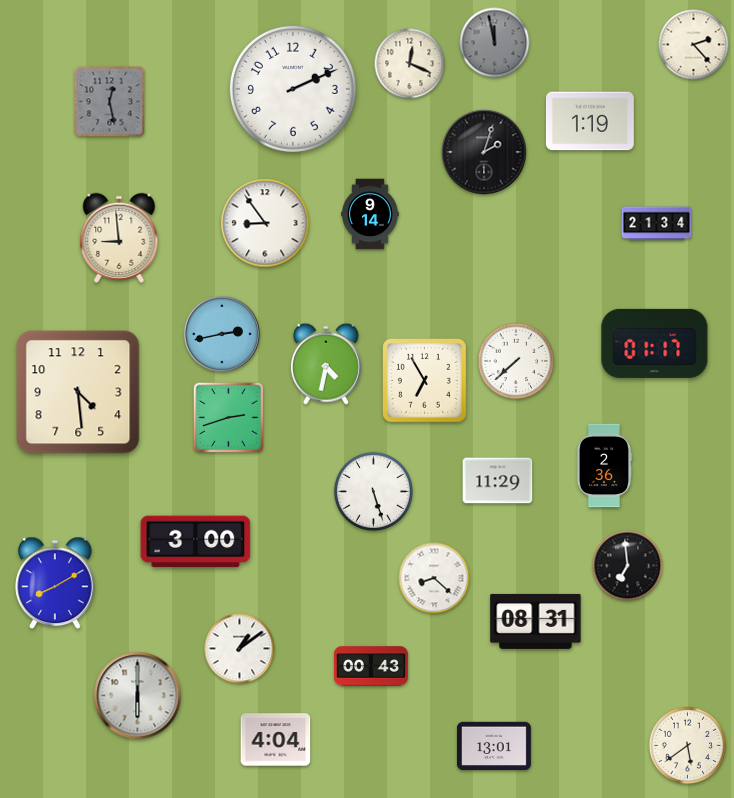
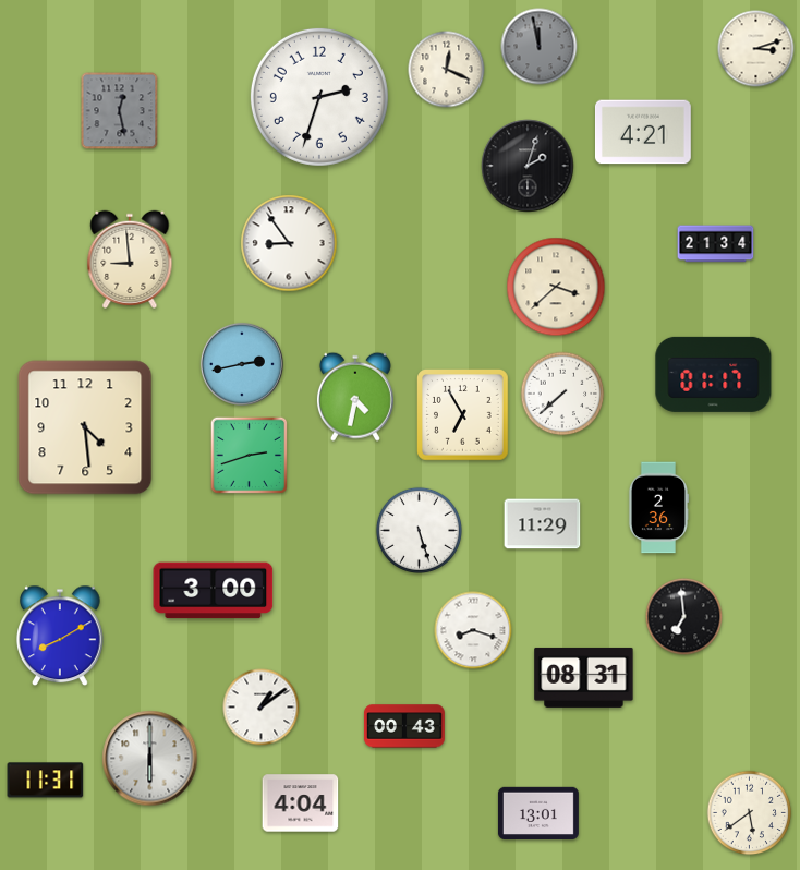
clock at (694, 45): 2:23 -> 3:12
clock at (293, 89): 2:11 -> 2:33
clock at (590, 121): 1:19 -> 4:21
clock at (370, 214): 9:14 -> none
clock at (556, 287): none -> 3:38
clock at (373, 491) position: (373, 491) -> (419, 530)
clock at (434, 578): 8:22 -> 8:18
clock at (46, 781): none -> 11:31
clock at (276, 740) position: (276, 740) -> (301, 803)
